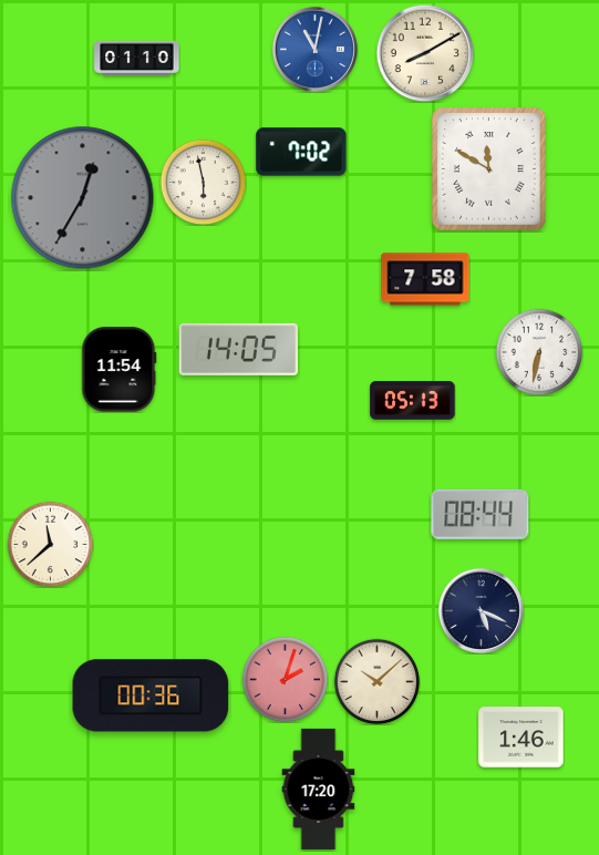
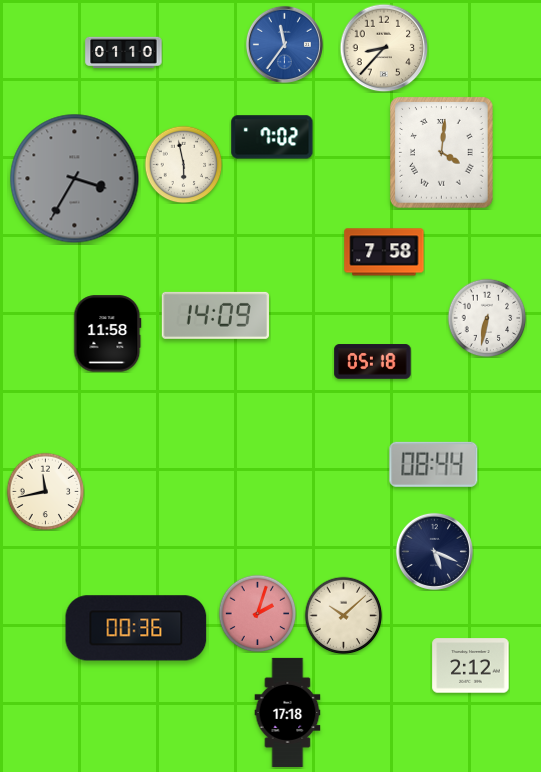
clock at (314, 49): 11:02 -> 11:36
clock at (425, 53): 8:10 -> 8:37
clock at (489, 169): 11:50 -> 4:01
clock at (83, 198): 12:35 -> 3:35
clock at (238, 349): 14:05 -> 14:09
clock at (120, 370): 11:54 -> 11:58
clock at (413, 401): 05:13 -> 05:18
clock at (50, 544): 11:38 -> 11:43
clock at (376, 681) position: (376, 681) -> (343, 615)
clock at (521, 738): 1:46 -> 2:12
clock at (319, 789): 17:20 -> 17:18
